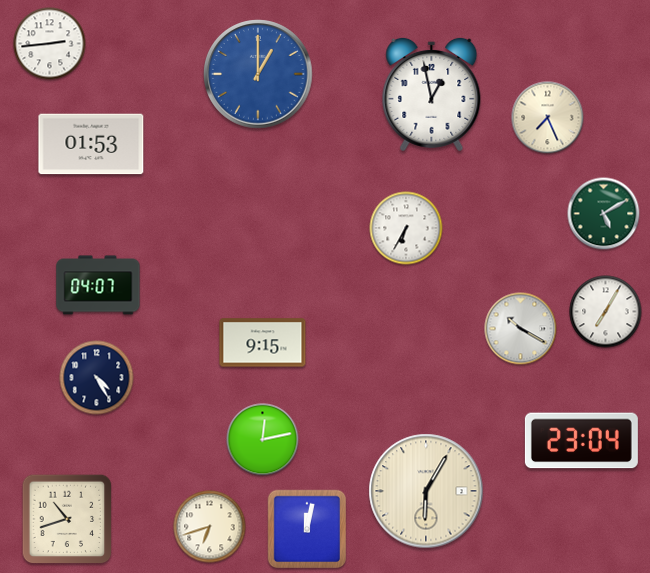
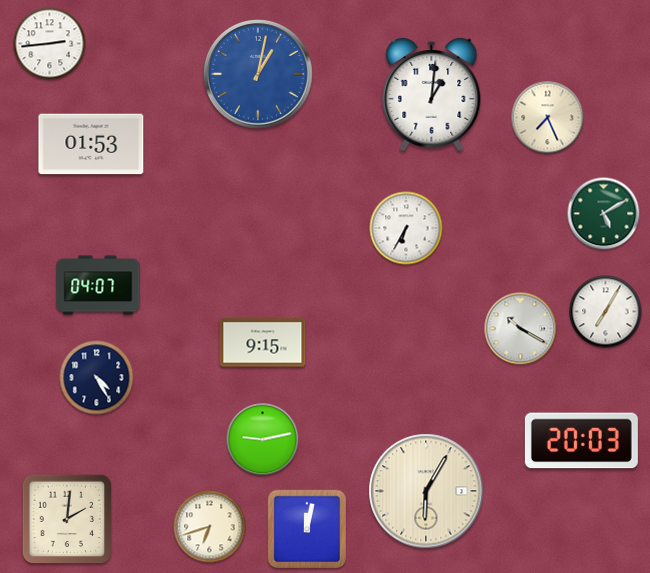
clock at (258, 74): 1:00 -> 1:02
clock at (432, 94): 12:58 -> 1:01
clock at (263, 440): 12:13 -> 9:13
clock at (581, 441): 23:04 -> 20:03
clock at (67, 519): 10:42 -> 2:01
